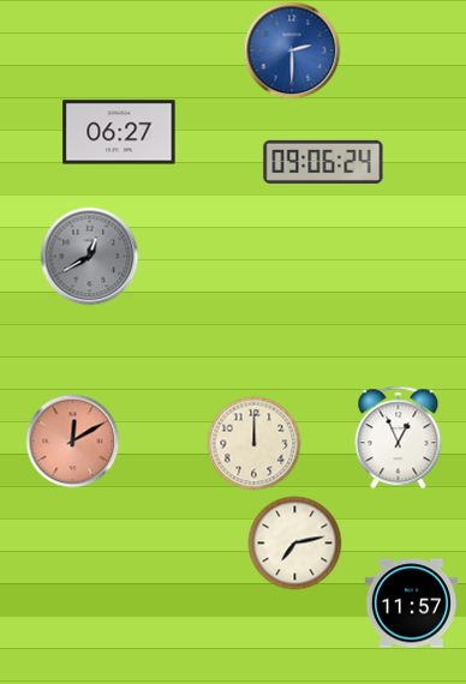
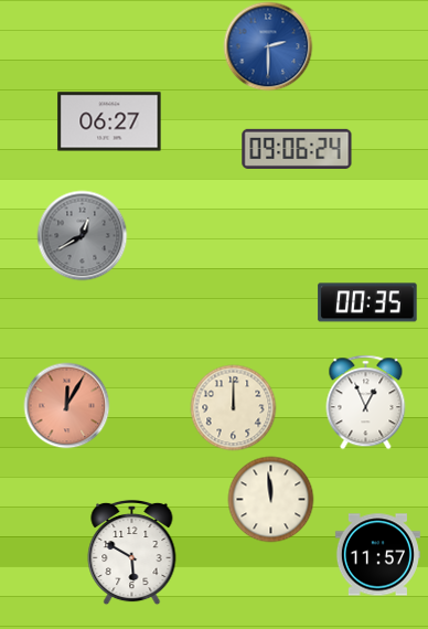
clock at (367, 302): none -> 00:35
clock at (72, 440): 12:10 -> 12:05
clock at (294, 542): 7:13 -> 11:59
clock at (132, 552): none -> 5:50
